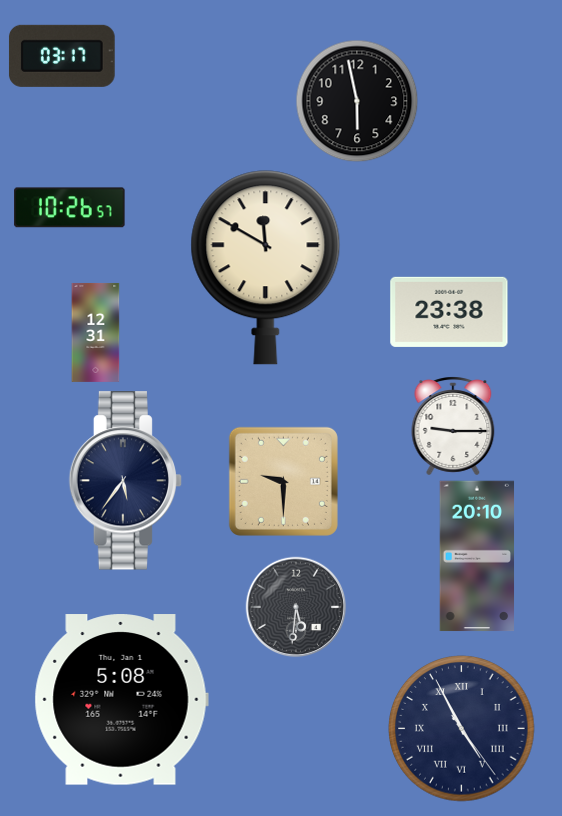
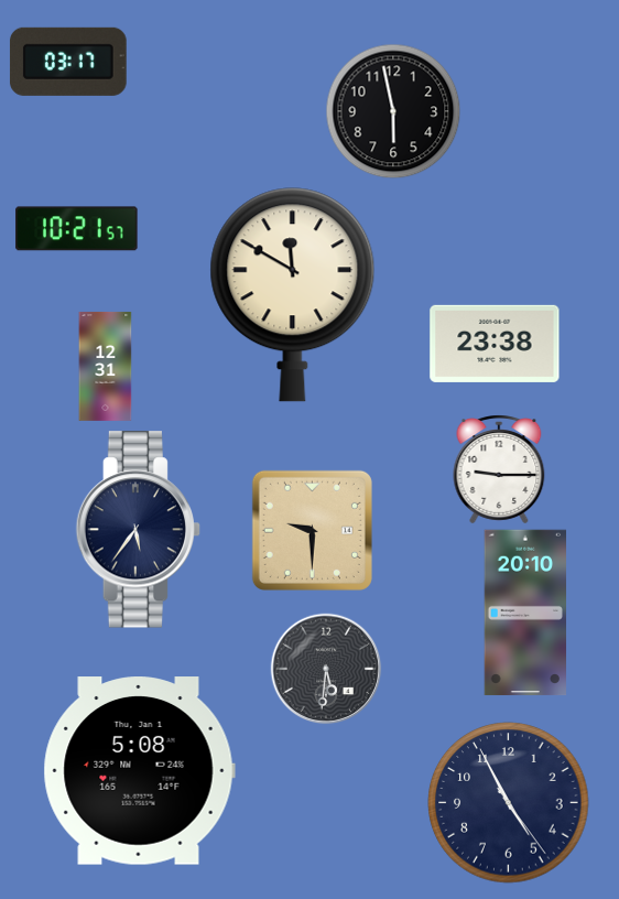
clock at (70, 208): 10:26 -> 10:21
clock at (121, 700) position: (121, 700) -> (139, 771)
clock at (462, 729) numerals: Roman -> Arabic
